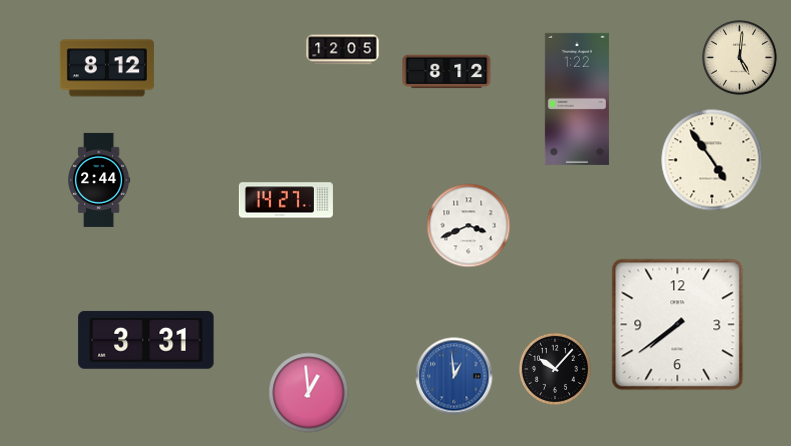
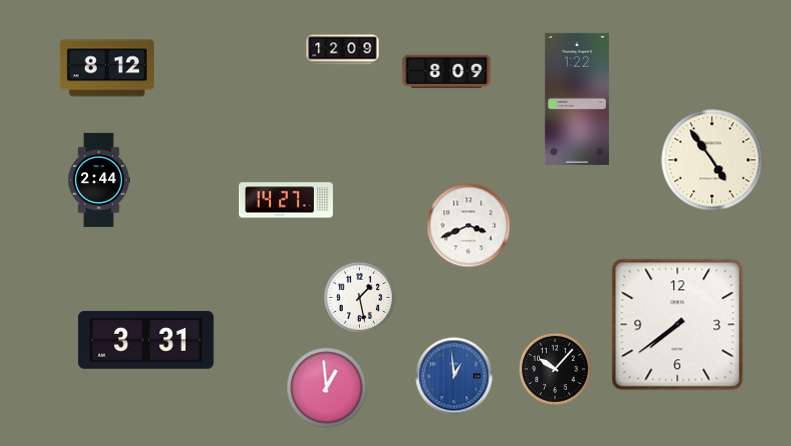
clock at (343, 50): 12:05 -> 12:09
clock at (740, 58): 5:01 -> none
clock at (447, 72): 8:12 -> 8:09
clock at (359, 297): none -> 1:28
clock at (309, 393) position: (309, 393) -> (327, 388)
